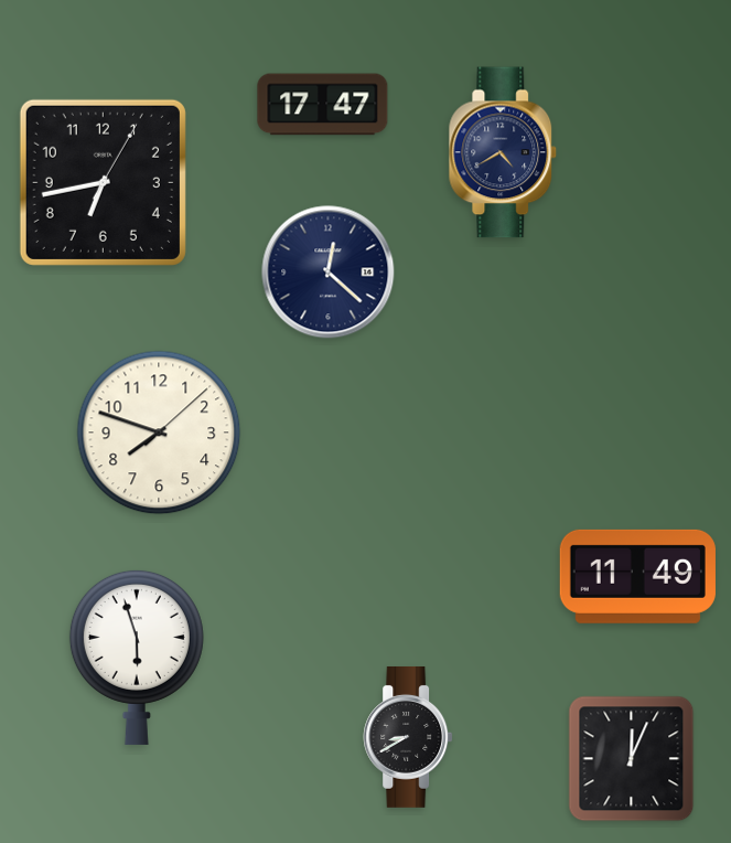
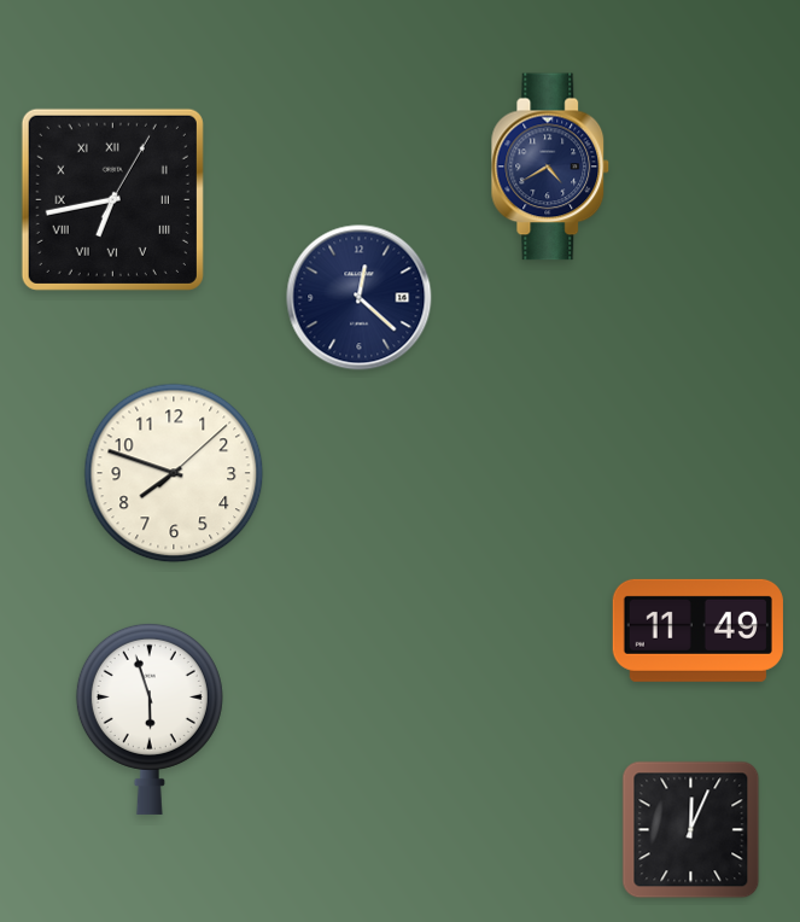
clock at (323, 105): 17:47 -> none
clock at (103, 182) numerals: Arabic -> Roman
clock at (408, 737): 8:40 -> none
